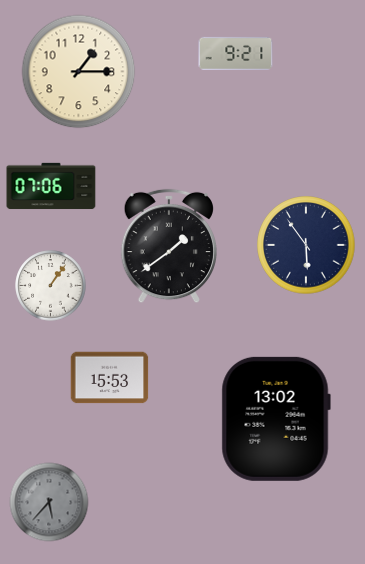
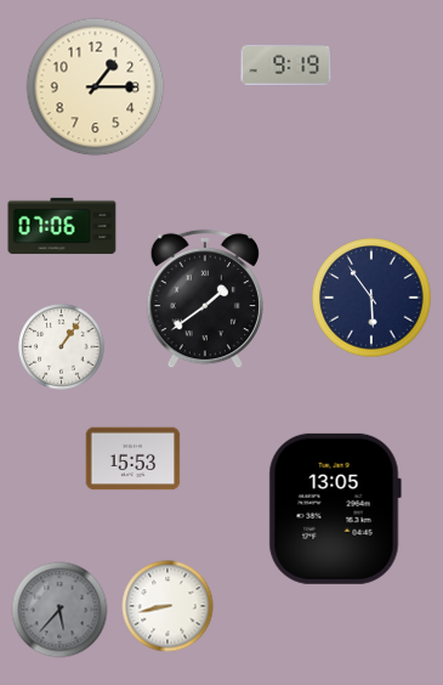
clock at (236, 53): 9:21 -> 9:19
clock at (276, 419): 13:02 -> 13:05
clock at (167, 606): none -> 8:43
